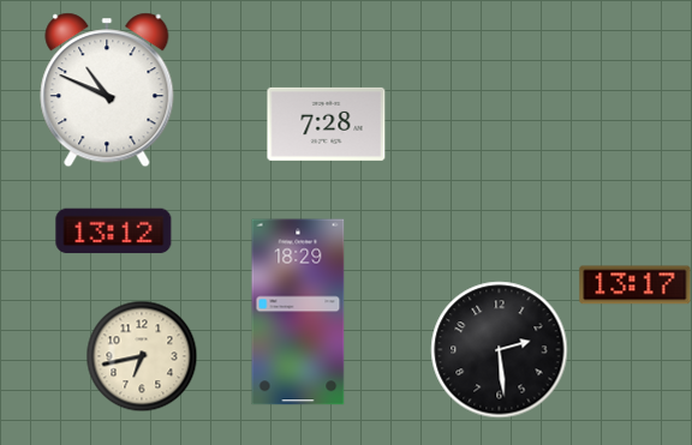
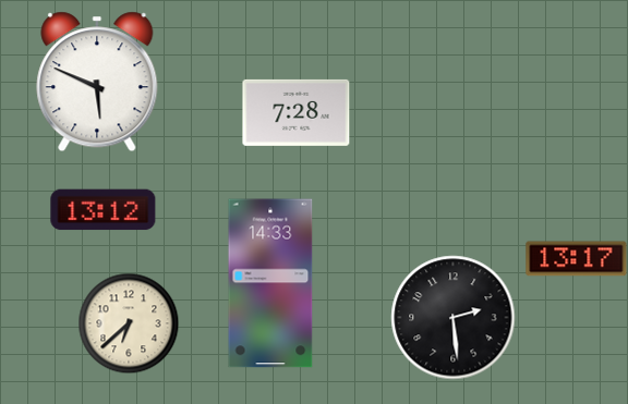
clock at (107, 90): 10:49 -> 5:49
clock at (298, 312): 18:29 -> 14:33
clock at (142, 356): 6:43 -> 6:38
